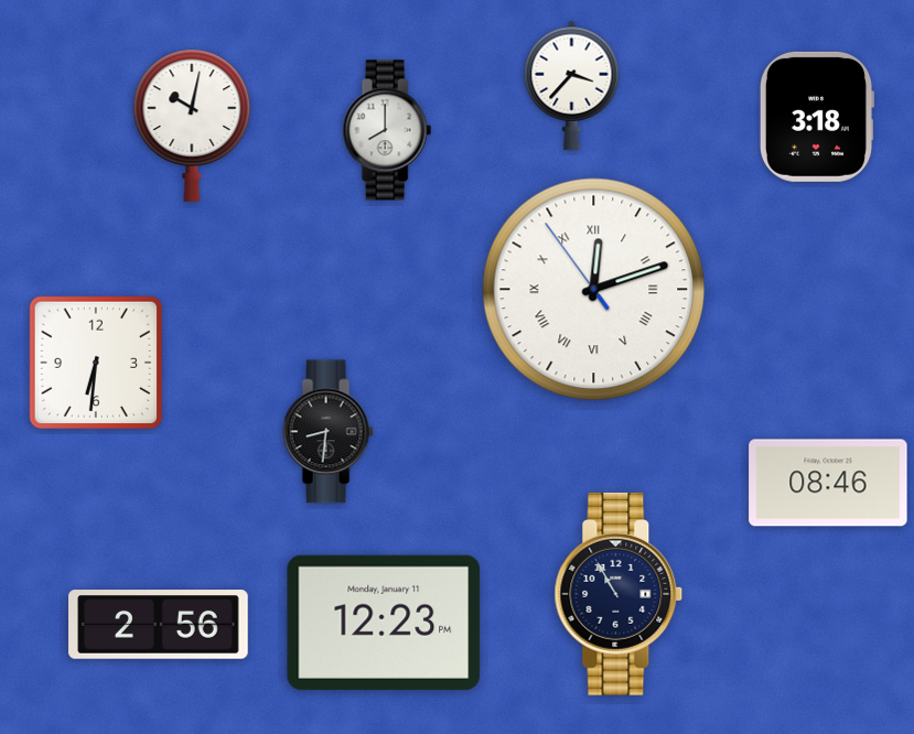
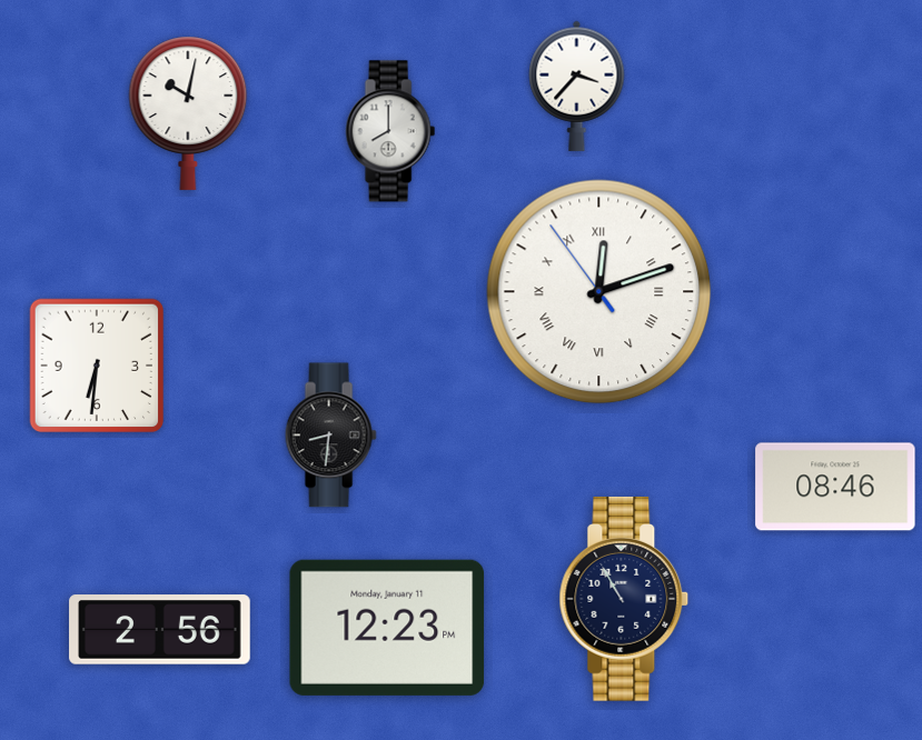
clock at (817, 117): 3:18 -> none
clock at (192, 126) position: (192, 126) -> (188, 113)
